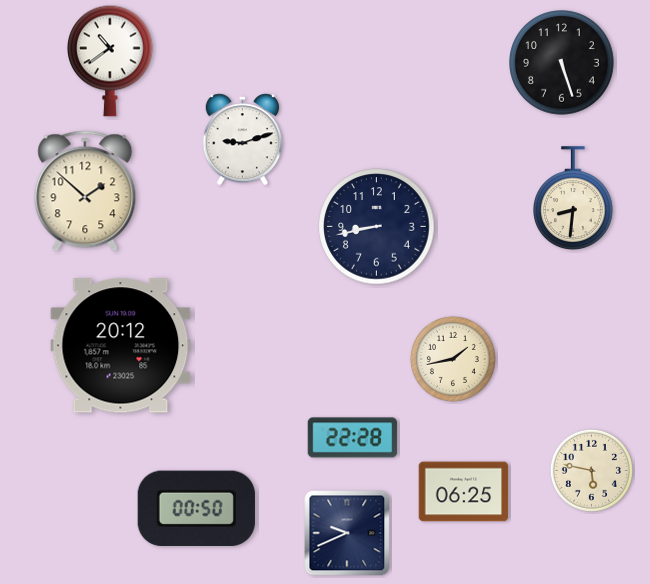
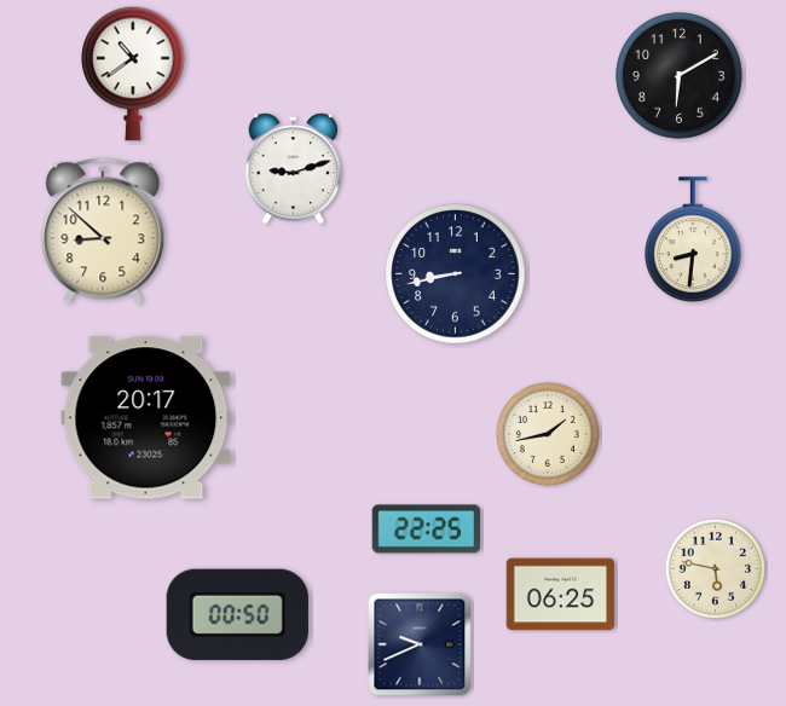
clock at (562, 63): 5:27 -> 6:10
clock at (85, 191): 1:52 -> 8:52
clock at (121, 346): 20:12 -> 20:17
clock at (353, 438): 22:28 -> 22:25
